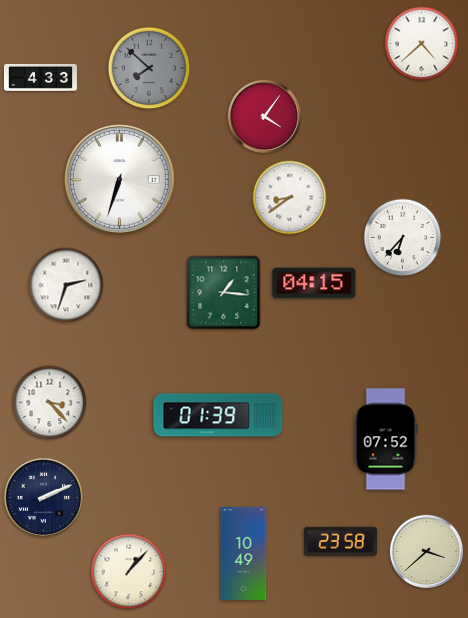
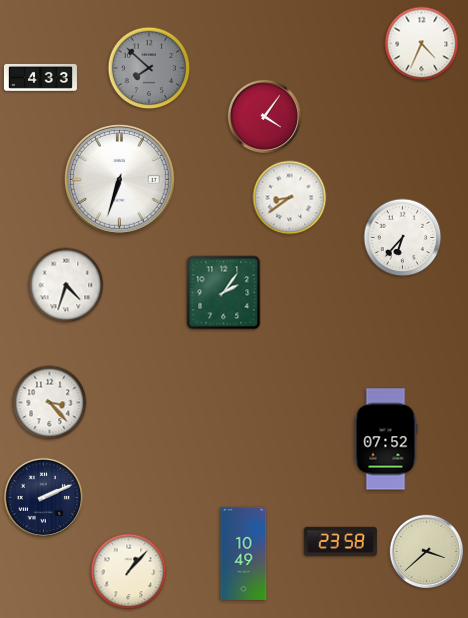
clock at (422, 44): 4:38 -> 4:34
clock at (314, 283): 04:15 -> none
clock at (66, 285): 2:33 -> 4:33
clock at (224, 293): 1:16 -> 2:06
clock at (218, 415): 01:39 -> none
